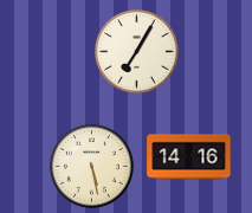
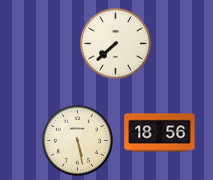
clock at (136, 51): 7:05 -> 7:38
clock at (189, 157): 14:16 -> 18:56
